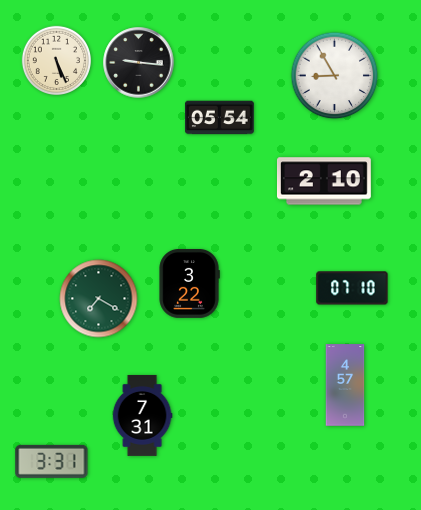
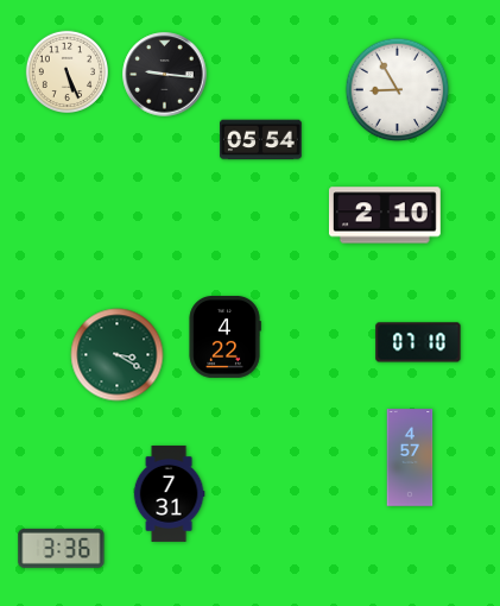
clock at (189, 284): 3:22 -> 4:22
clock at (99, 299): 7:20 -> 3:20
clock at (52, 461): 3:31 -> 3:36
